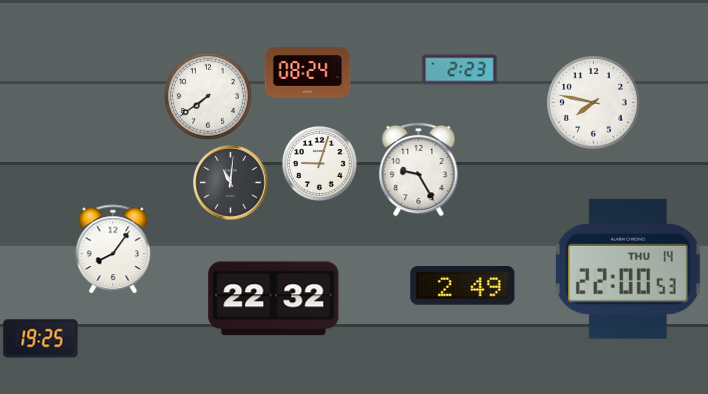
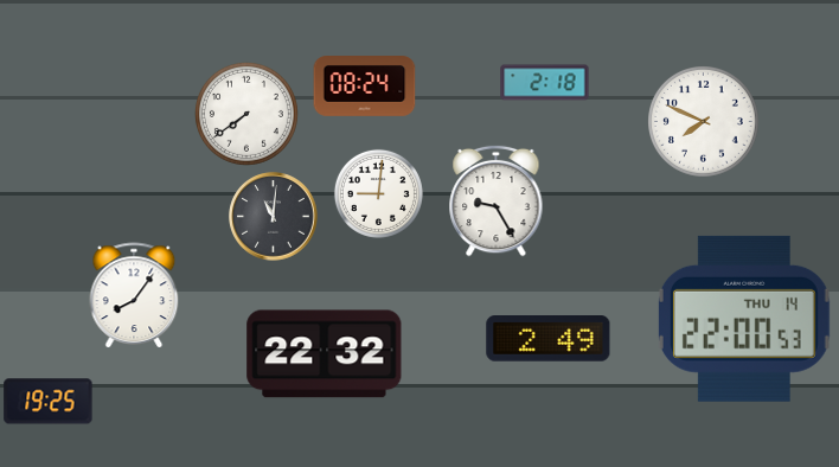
clock at (460, 70): 2:23 -> 2:18
clock at (594, 103): 7:47 -> 7:49
clock at (319, 163): 9:03 -> 9:01
